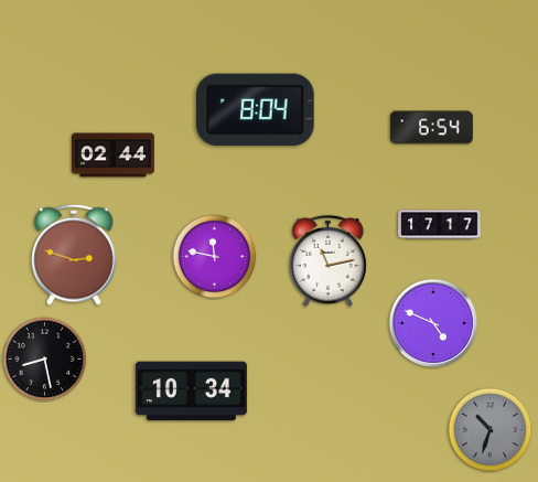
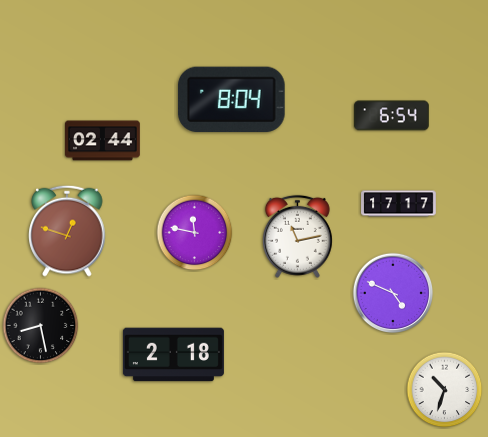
clock at (74, 255): 2:48 -> 12:48
clock at (191, 392): 10:34 -> 2:18
clock at (491, 430) dial: grey -> white
